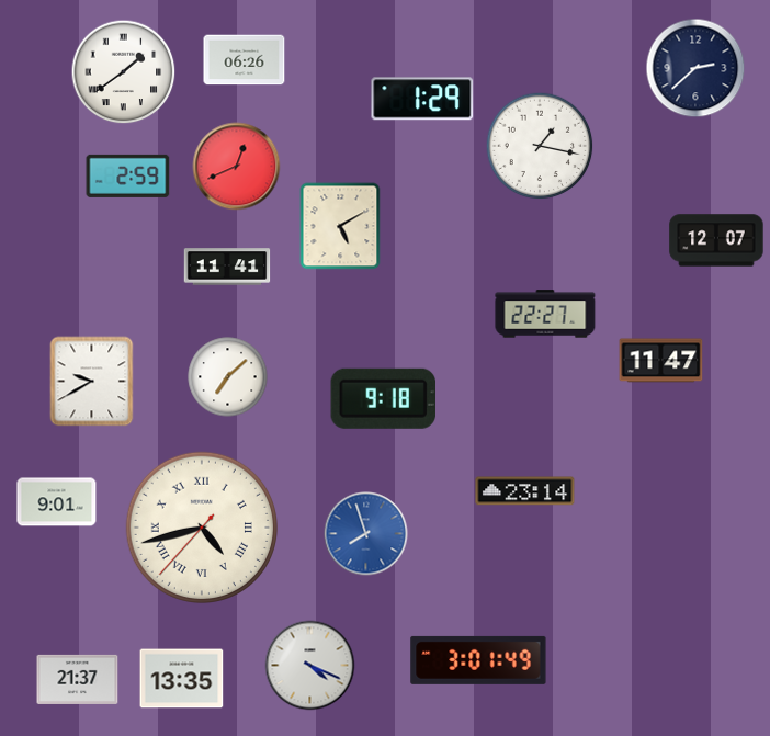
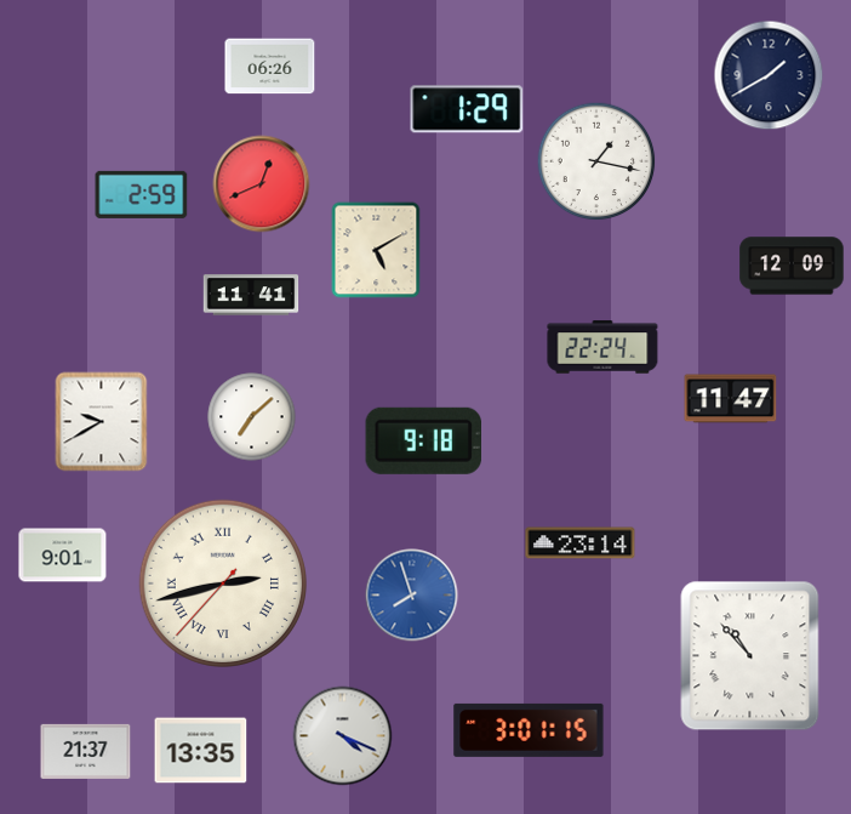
clock at (695, 68): 2:38 -> 1:40
clock at (124, 72): 1:39 -> none
clock at (716, 240): 12:07 -> 12:09
clock at (545, 314): 22:27 -> 22:24
clock at (201, 526): 4:42 -> 2:42
clock at (366, 534) position: (366, 534) -> (412, 596)
clock at (750, 656): none -> 10:53
clock at (478, 660): 3:01:49 -> 3:01:15
